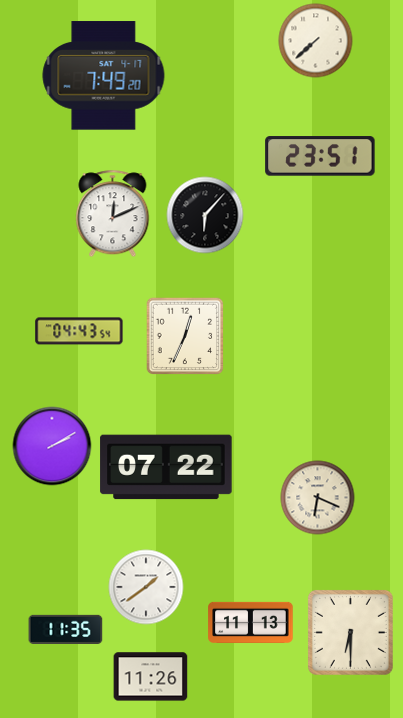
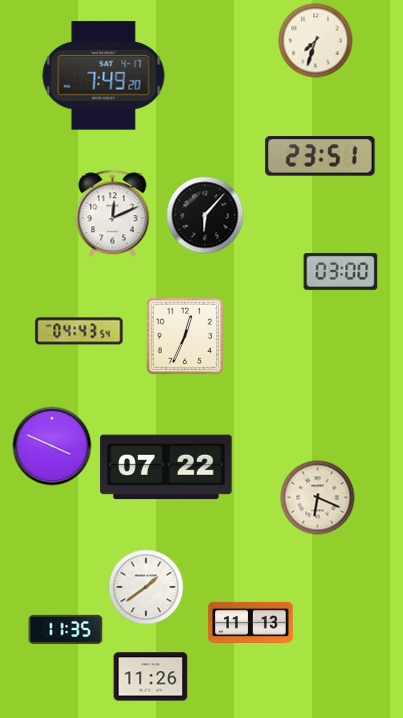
clock at (316, 41): 7:38 -> 7:33
clock at (341, 271): none -> 03:00
clock at (52, 446): 2:10 -> 3:49
clock at (350, 632): 6:30 -> none
